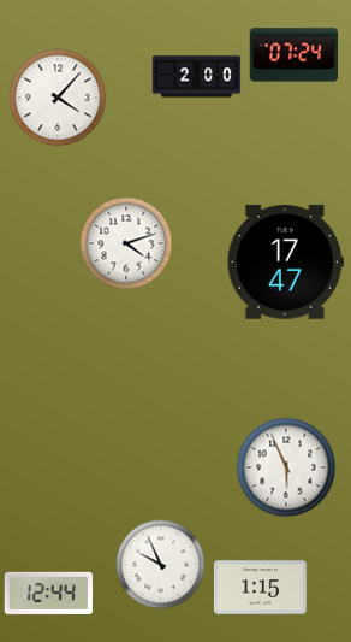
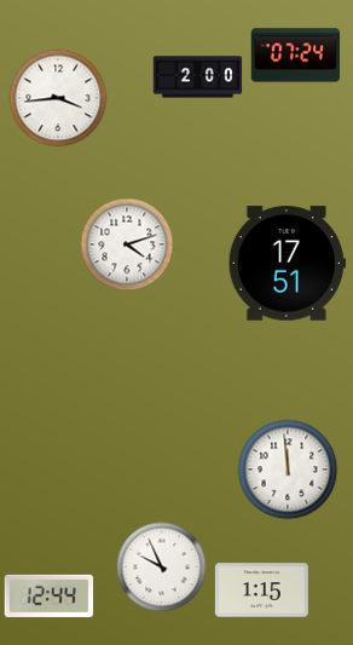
clock at (58, 98): 4:07 -> 3:44
clock at (285, 263): 17:47 -> 17:51
clock at (286, 467): 5:56 -> 11:59
